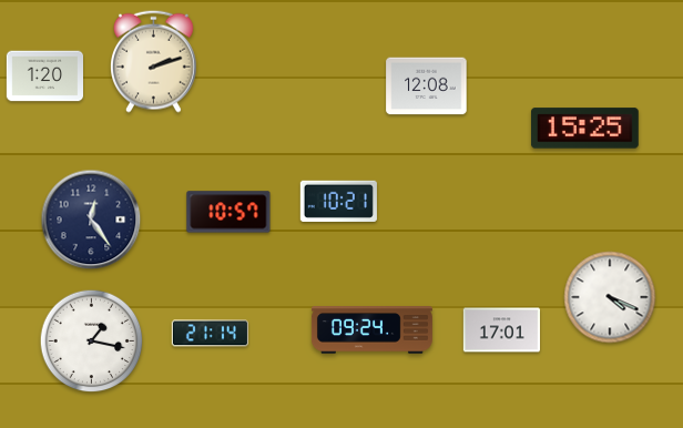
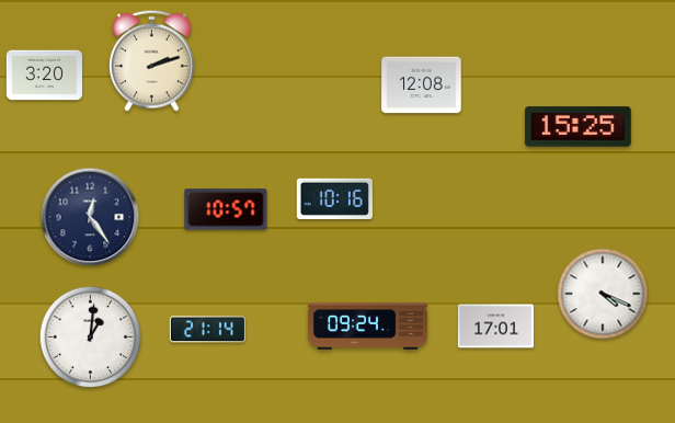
clock at (44, 77): 1:20 -> 3:20
clock at (338, 201): 10:21 -> 10:16
clock at (92, 342): 1:17 -> 1:01
